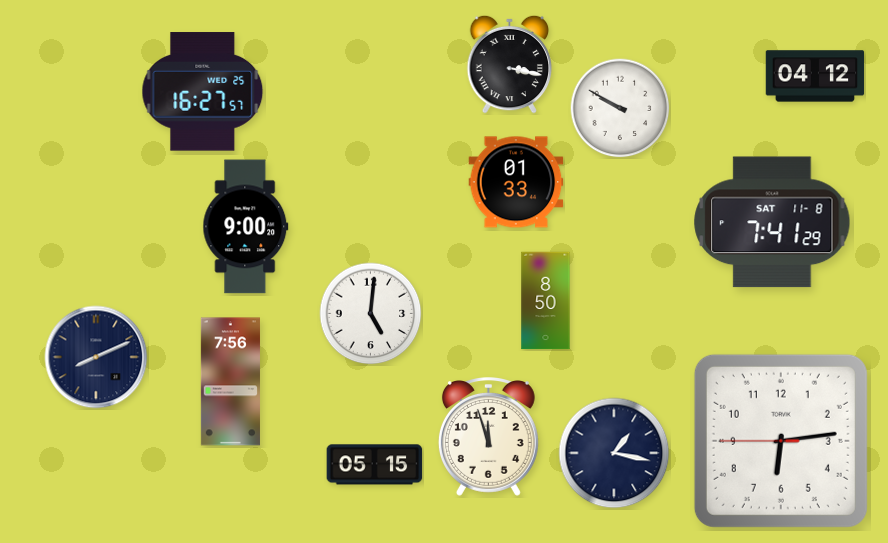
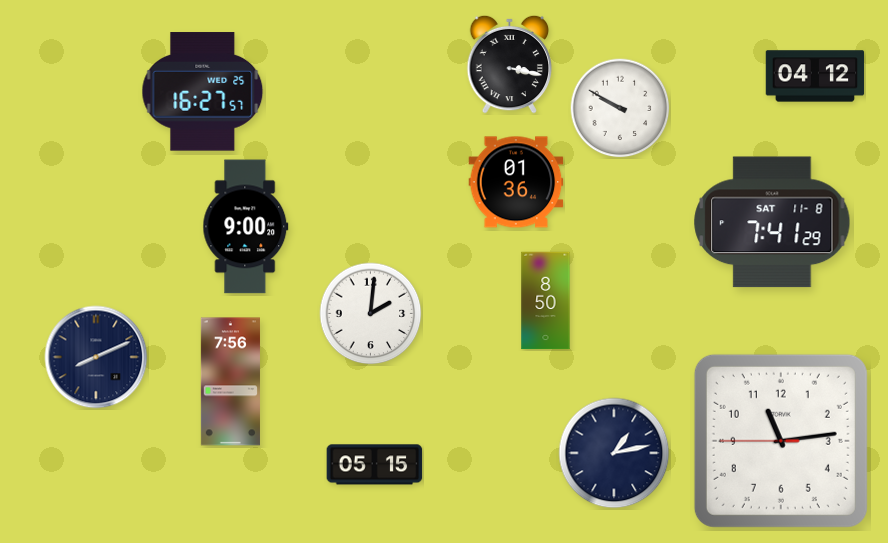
clock at (516, 182): 01:33 -> 01:36
clock at (371, 314): 5:01 -> 2:01
clock at (488, 437): 11:57 -> none
clock at (781, 441): 6:13 -> 11:13
clock at (614, 453): 1:17 -> 1:13
